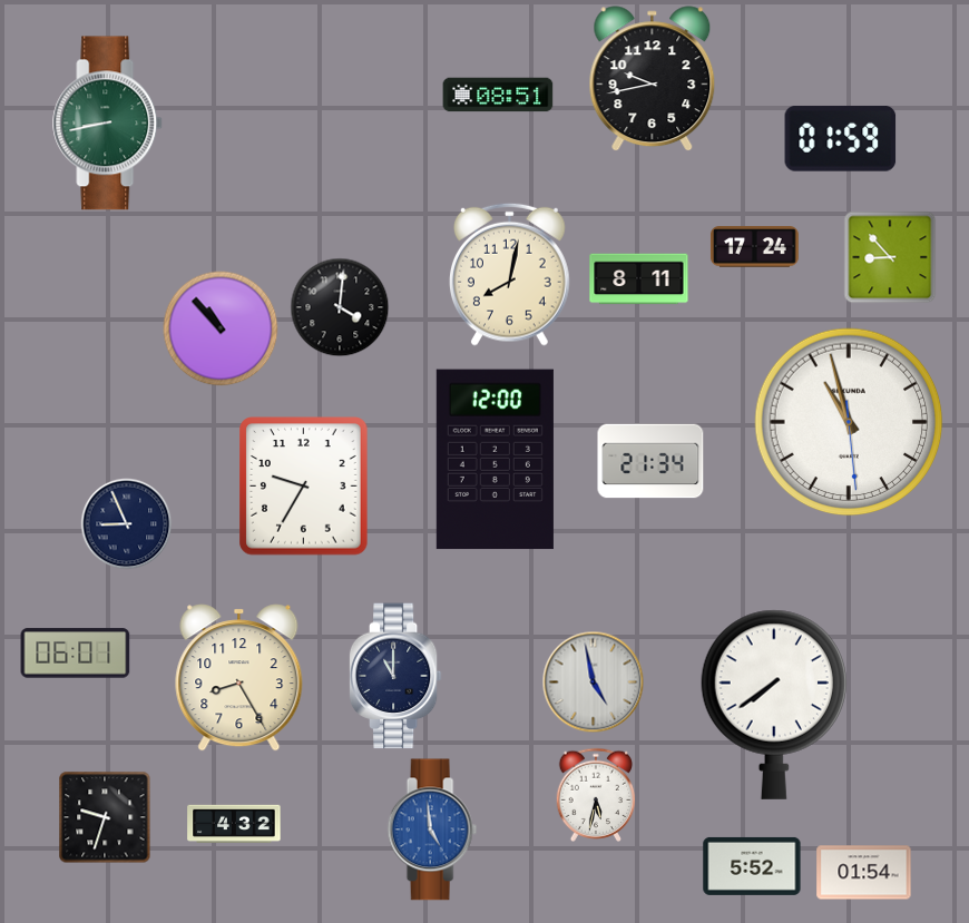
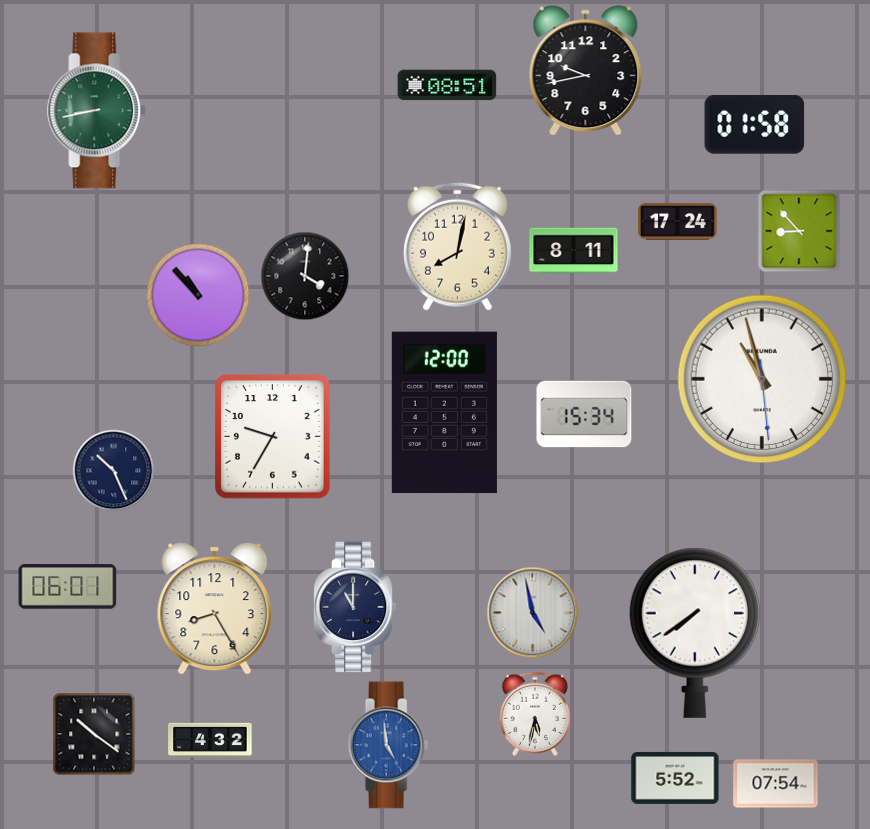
clock at (841, 138): 01:59 -> 01:58
clock at (650, 461): 21:34 -> 15:34
clock at (127, 524): 8:56 -> 10:26
clock at (105, 817): 9:33 -> 10:21
clock at (864, 873): 01:54 -> 07:54
